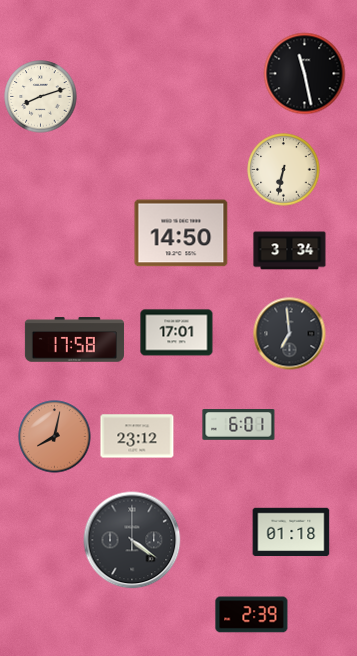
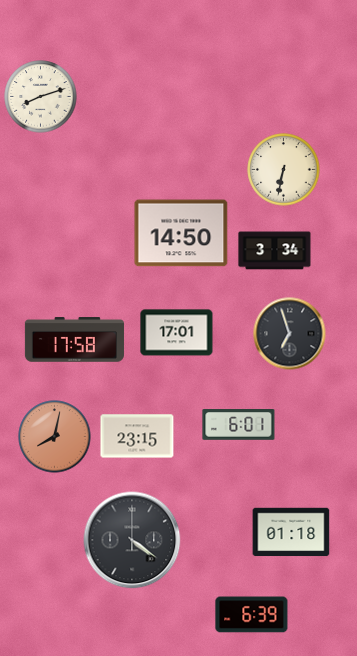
clock at (305, 74): 11:28 -> none
clock at (290, 251) position: (290, 251) -> (275, 251)
clock at (290, 334): 6:59 -> 6:57
clock at (137, 436): 23:12 -> 23:15
clock at (252, 615): 2:39 -> 6:39
